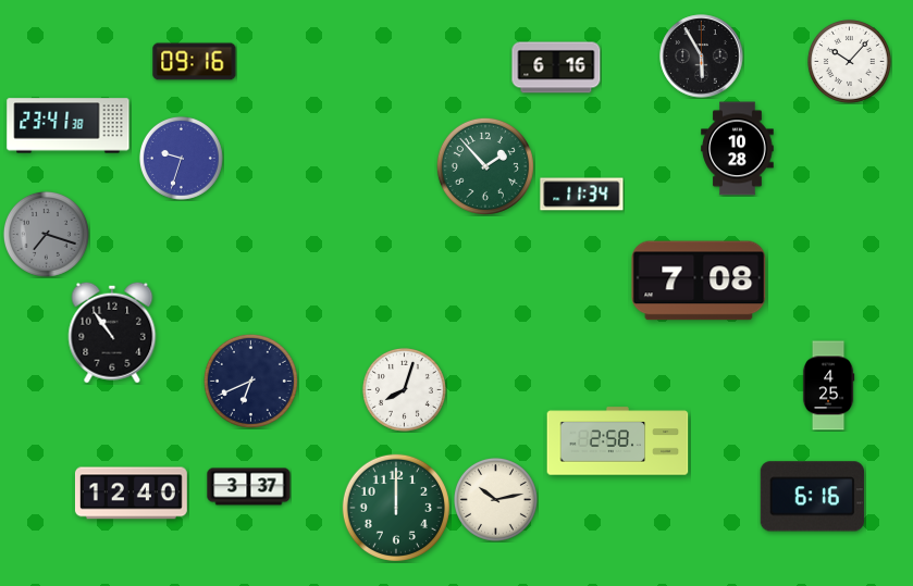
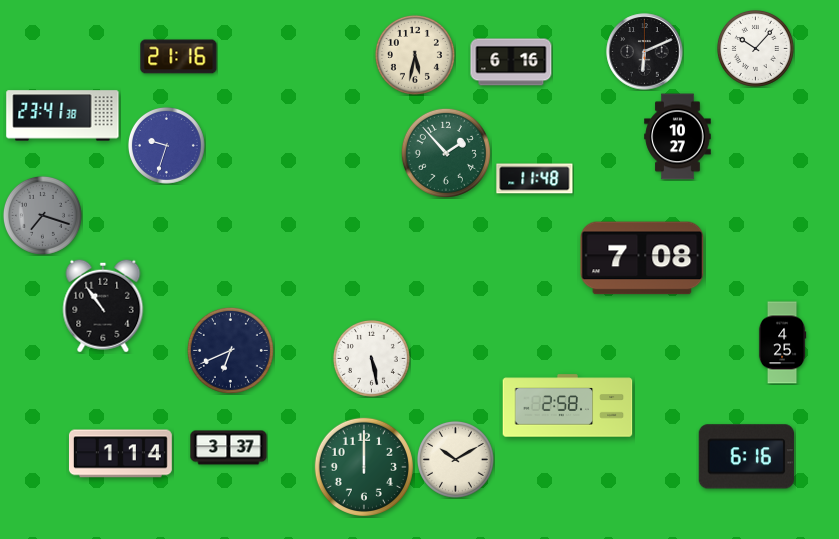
clock at (702, 57): 5:55 -> 6:11
clock at (415, 55): none -> 5:32
clock at (849, 61) position: (849, 61) -> (755, 48)
clock at (195, 62): 09:16 -> 21:16
clock at (738, 149): 10:28 -> 10:27
clock at (582, 195): 11:34 -> 11:48
clock at (828, 386) position: (828, 386) -> (782, 343)
clock at (404, 389): 8:03 -> 5:28
clock at (131, 494): 12:40 -> 1:14
clock at (495, 499): 10:13 -> 10:10
